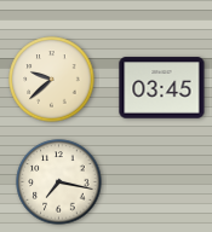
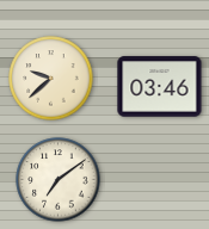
clock at (162, 88): 03:45 -> 03:46
clock at (59, 182): 7:17 -> 7:09
